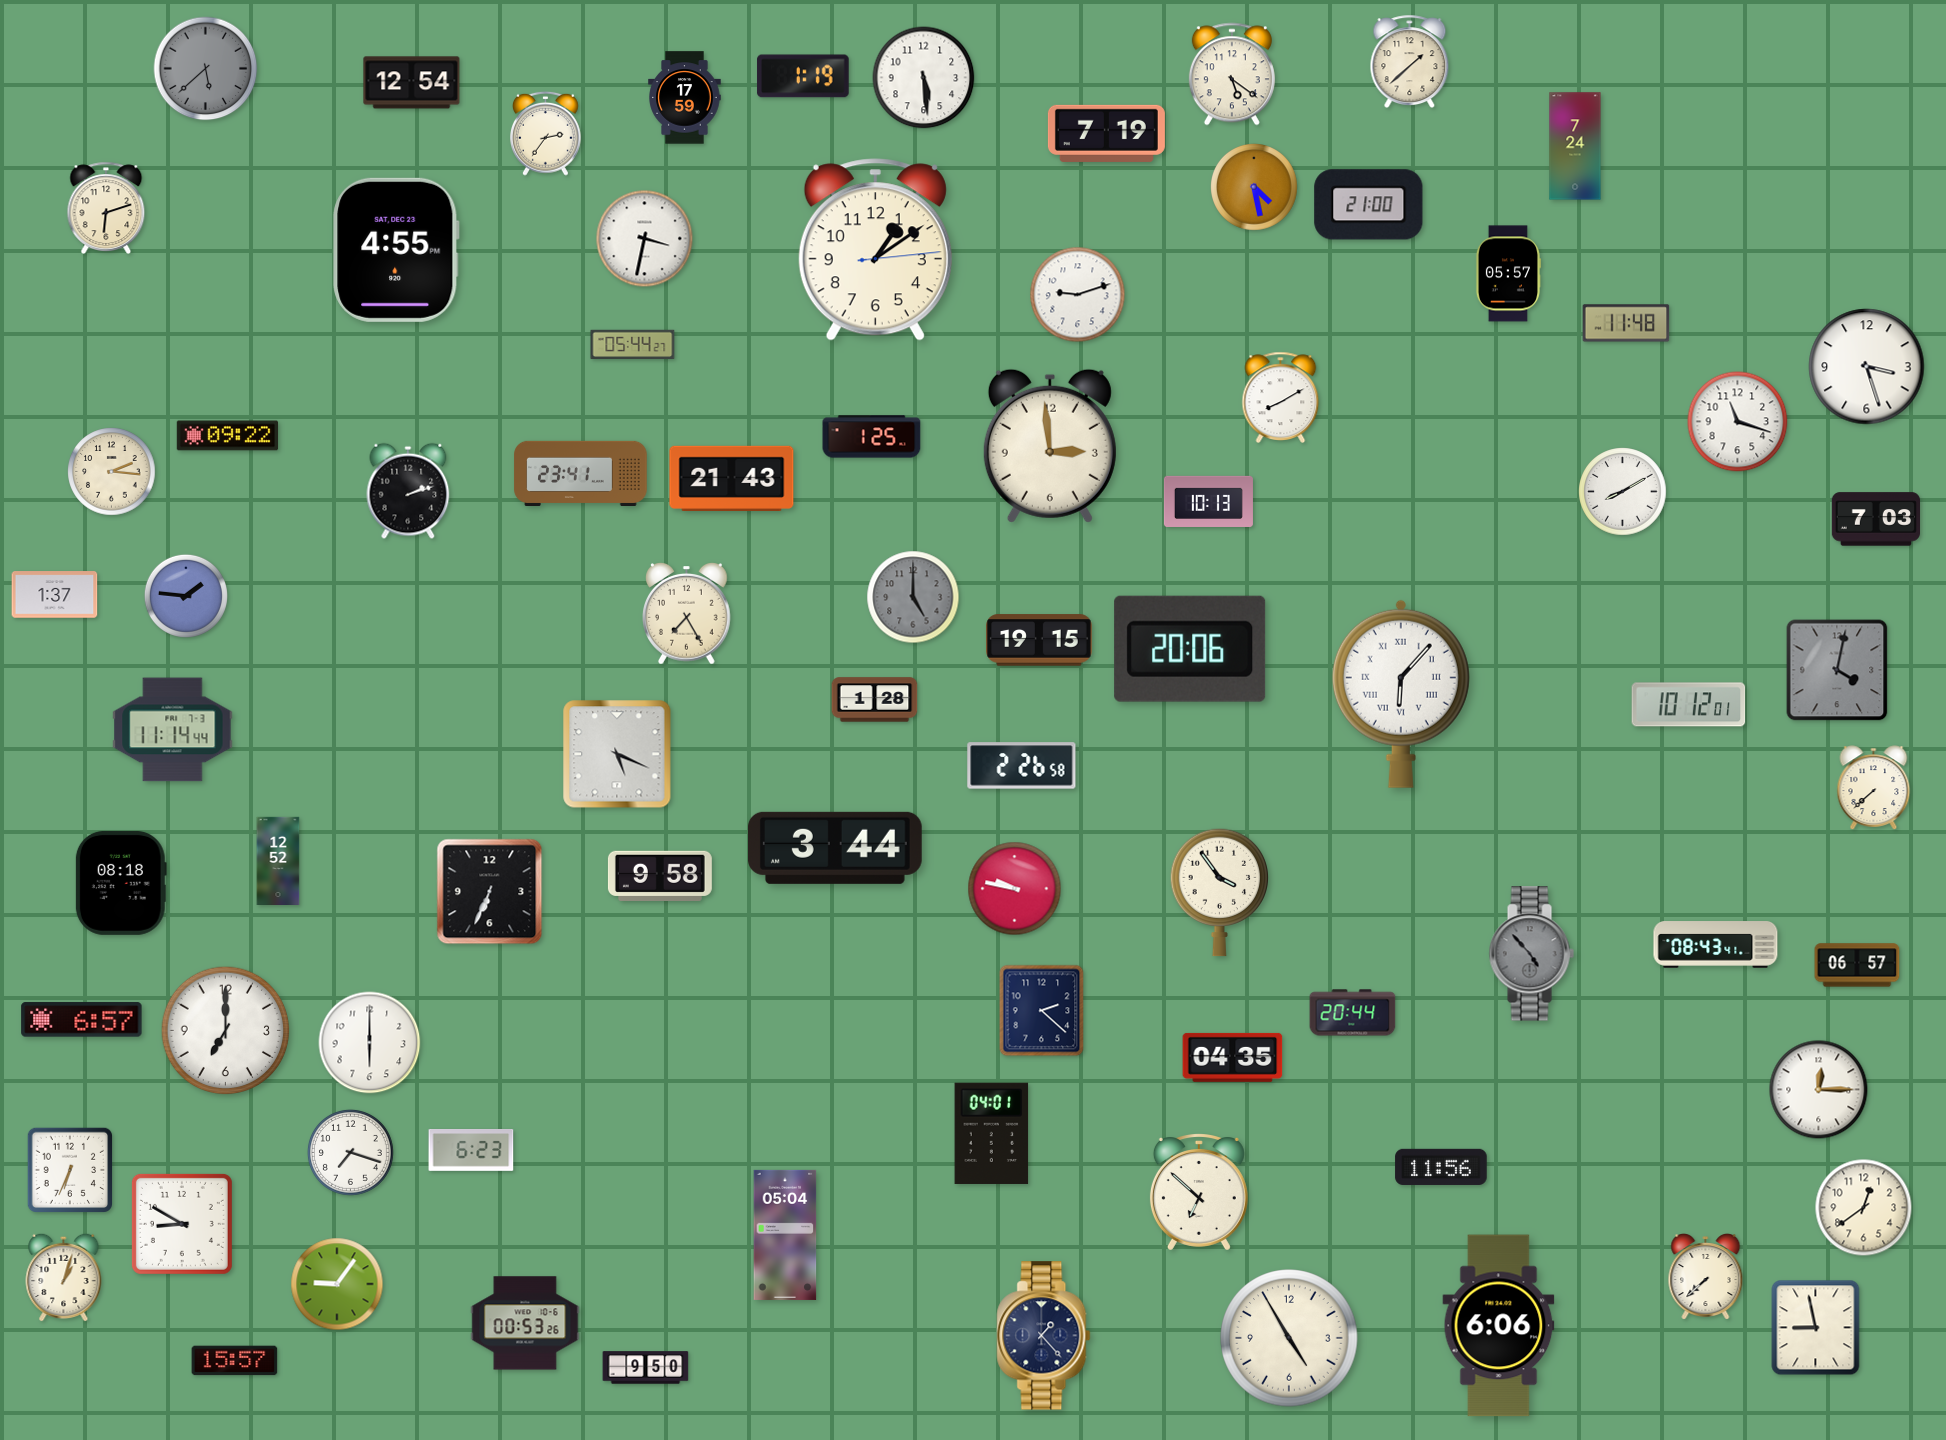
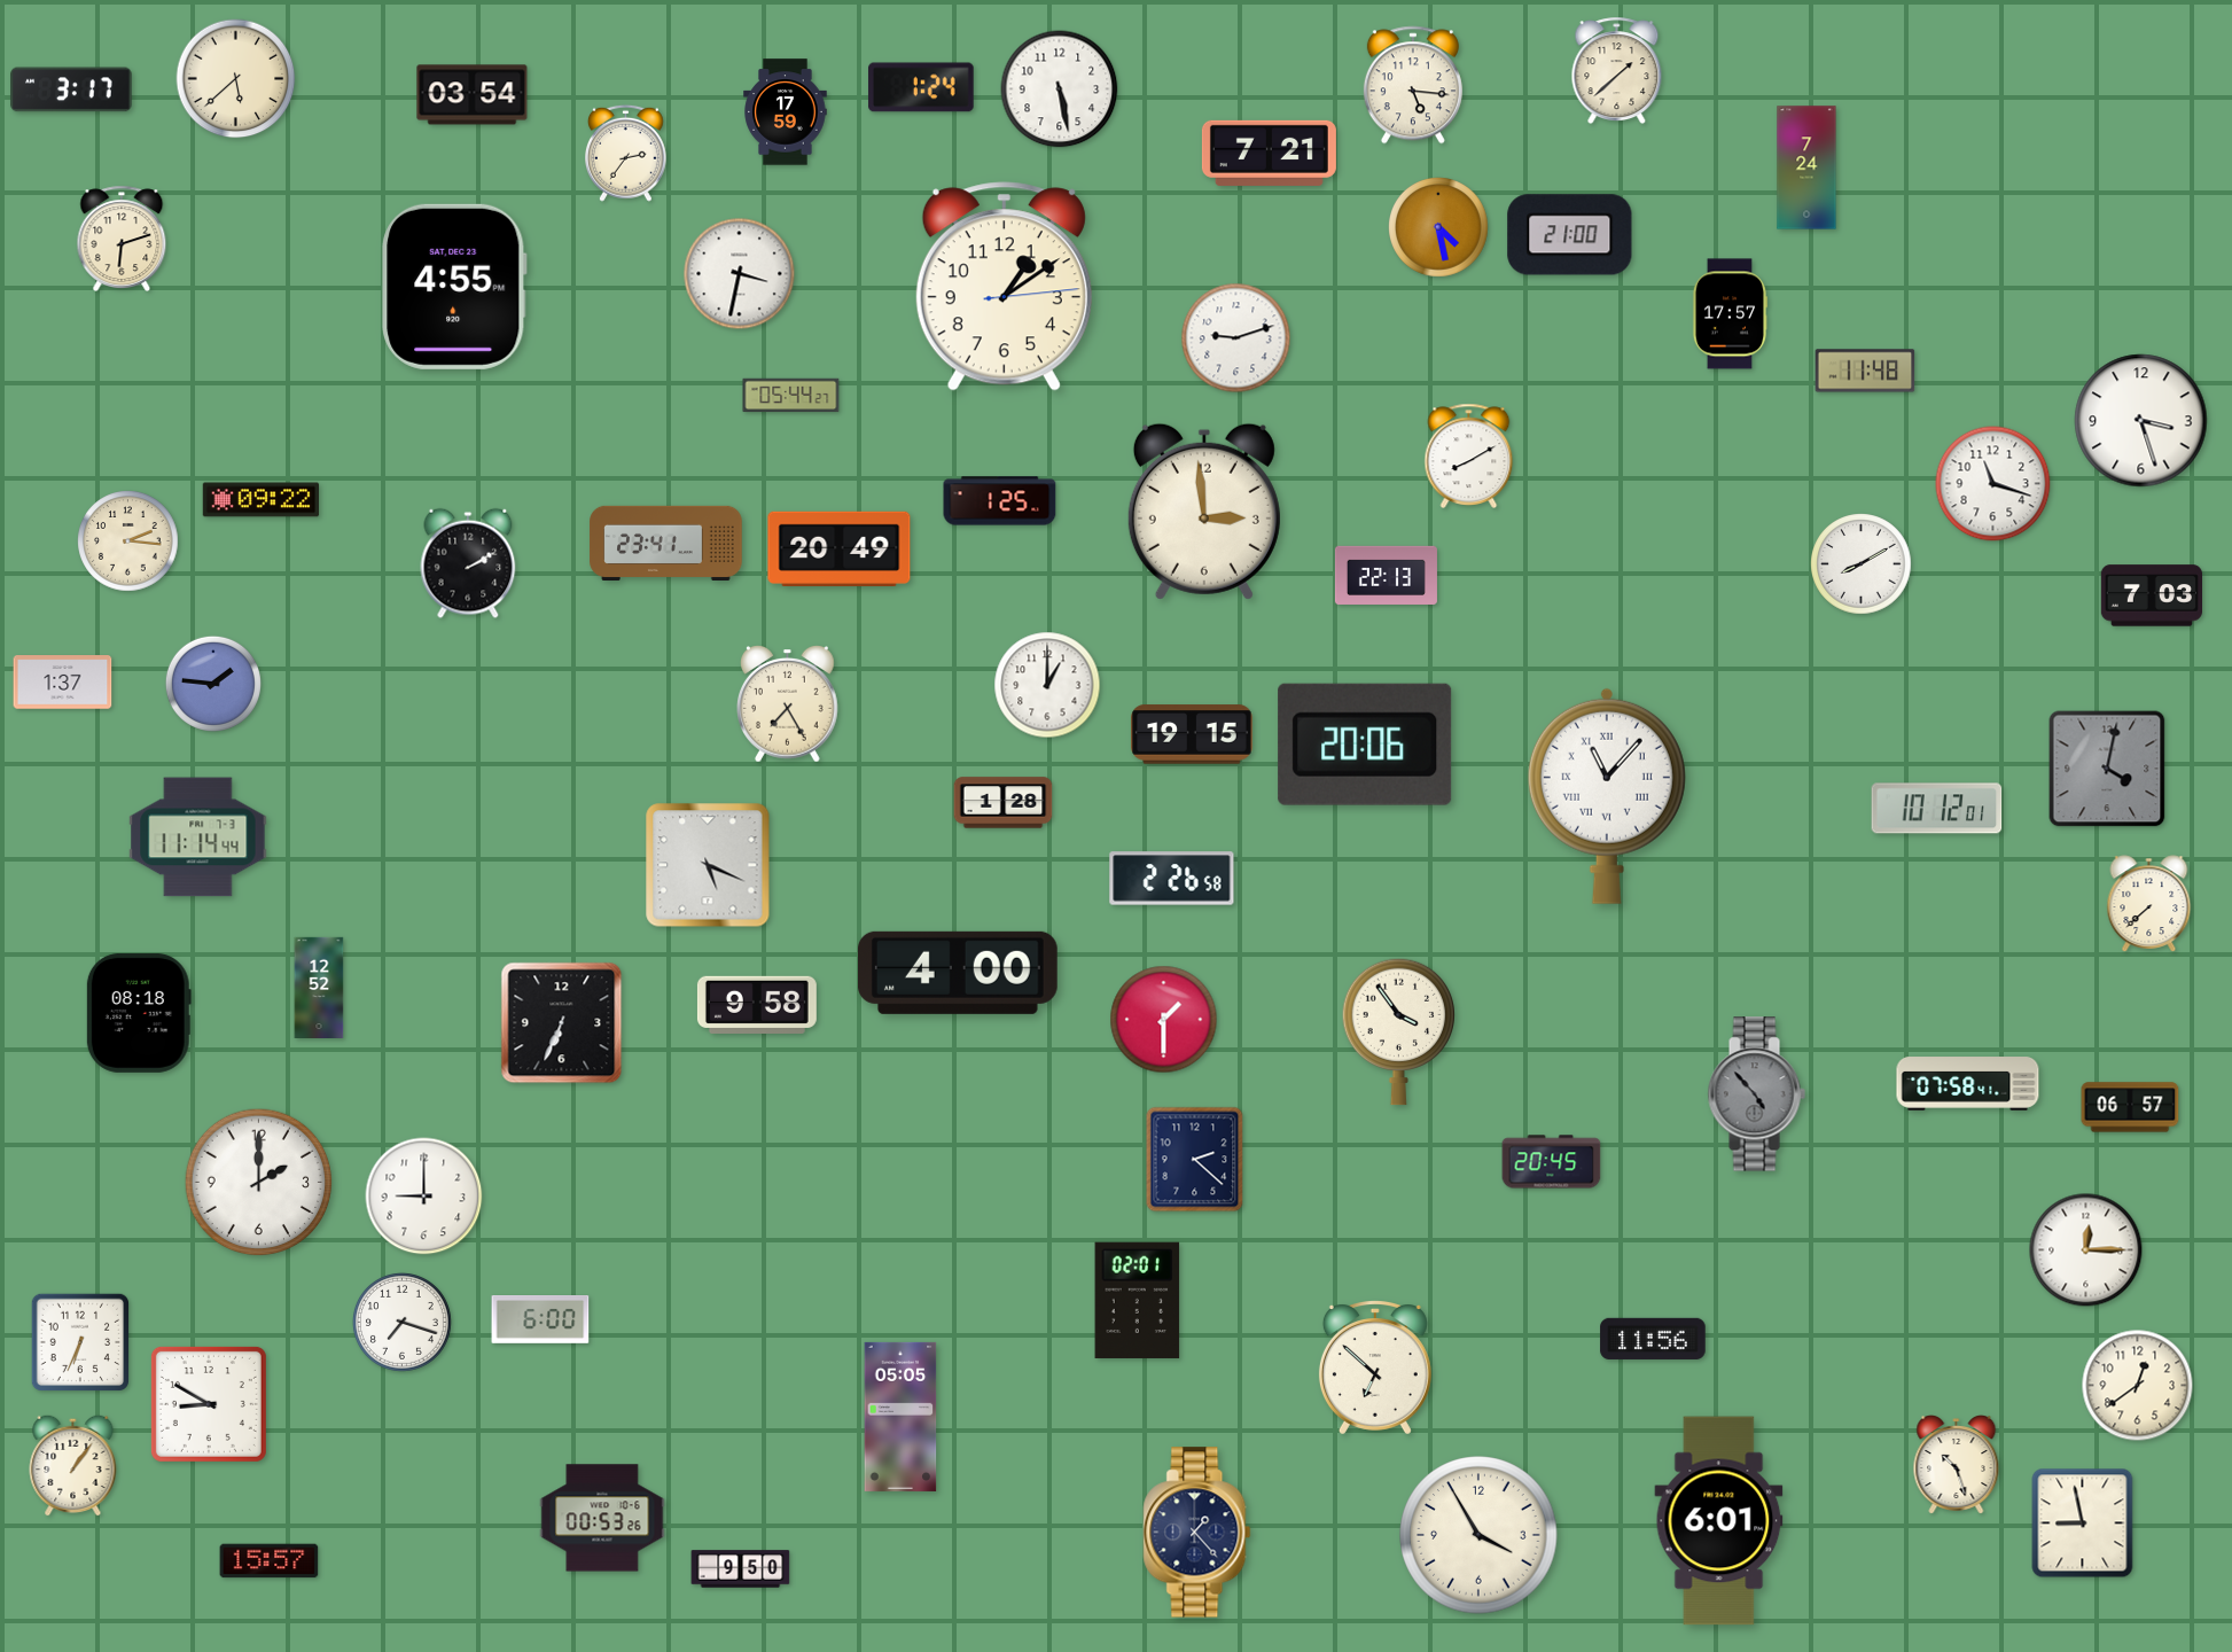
clock at (206, 69) dial: grey -> cream
clock at (1232, 74): 5:21 -> 5:16
clock at (803, 76): 1:19 -> 1:24
clock at (71, 89): none -> 3:17
clock at (924, 78): 5:29 -> 5:28
clock at (412, 83): 12:54 -> 03:54
clock at (1106, 133): 7:19 -> 7:21
clock at (1255, 188) position: (1255, 188) -> (1439, 228)
clock at (1507, 274): 05:57 -> 17:57
clock at (633, 345) position: (633, 345) -> (791, 396)
clock at (732, 478): 21:43 -> 20:49
clock at (408, 491): 2:12 -> 2:10
clock at (1208, 501): 10:13 -> 22:13
clock at (913, 597): 5:00 -> 1:00
clock at (913, 597) dial: grey -> white
clock at (1401, 694): 6:07 -> 11:07
clock at (835, 848): 3:44 -> 4:00
clock at (1015, 889): 9:47 -> 1:30
clock at (1219, 892) position: (1219, 892) -> (1398, 1031)
clock at (1716, 945): 08:43 -> 07:58
clock at (1353, 1013): 20:44 -> 20:45
clock at (82, 1020): 6:57 -> none
clock at (226, 1031): 7:00 -> 2:00
clock at (370, 1043): 6:00 -> 9:00
clock at (1233, 1057): 04:35 -> none
clock at (992, 1133): 04:01 -> 02:01
clock at (471, 1151): 6:23 -> 6:00
clock at (785, 1235): 05:04 -> 05:05
clock at (64, 1277): 1:03 -> 1:06
clock at (1706, 1277): 7:38 -> 10:27
clock at (337, 1284): 9:06 -> none
clock at (1499, 1326): 6:06 -> 6:01
clock at (1289, 1338): 4:55 -> 3:55
